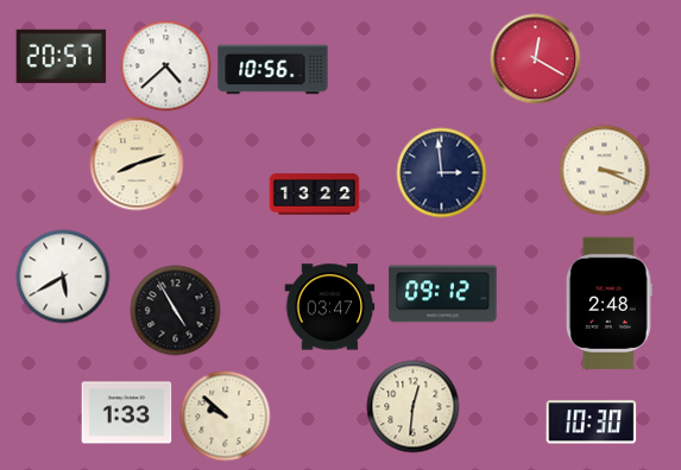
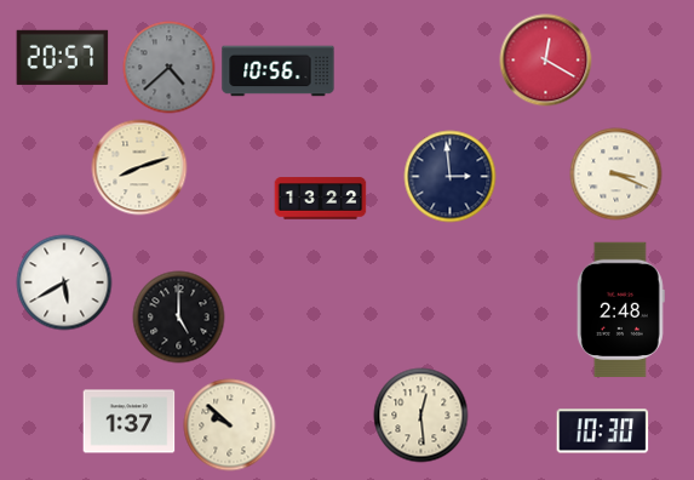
clock at (166, 66) dial: white -> grey
clock at (443, 294): 09:12 -> none
clock at (330, 307): 03:47 -> none
clock at (176, 311): 4:55 -> 5:00
clock at (414, 407): 12:31 -> 12:29
clock at (127, 413): 1:33 -> 1:37
